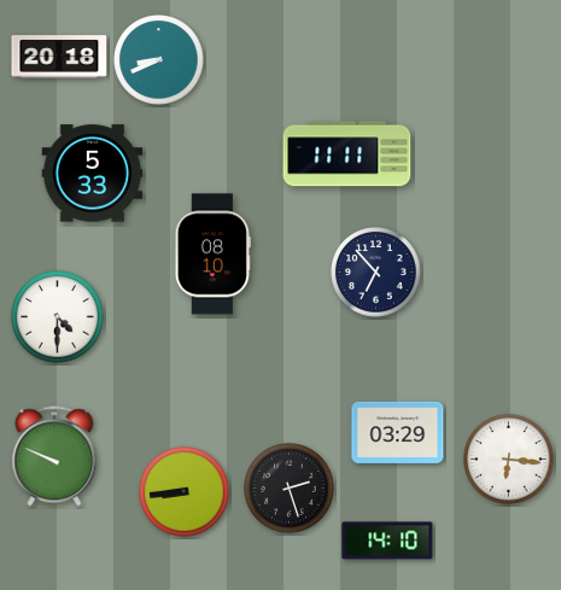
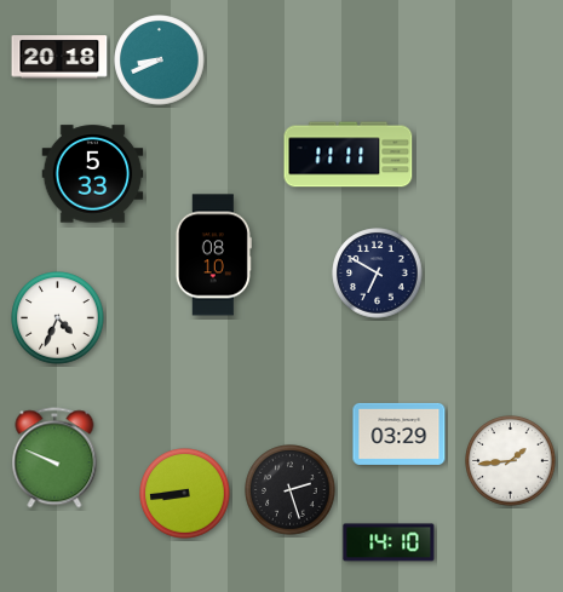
clock at (376, 273): 6:53 -> 6:50
clock at (58, 317): 4:30 -> 4:34
clock at (509, 460): 6:16 -> 1:44
